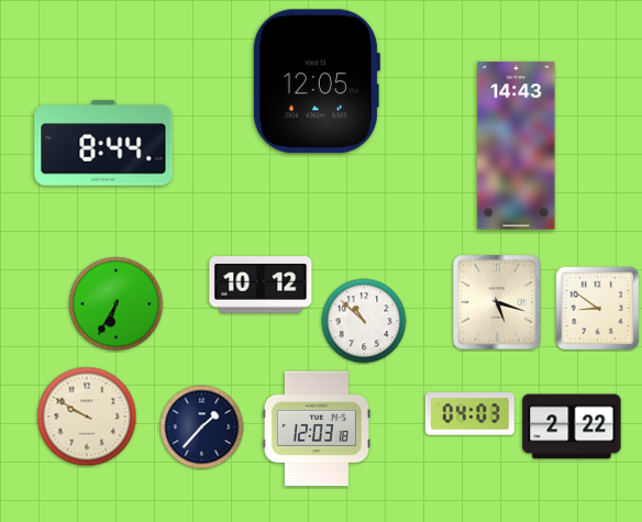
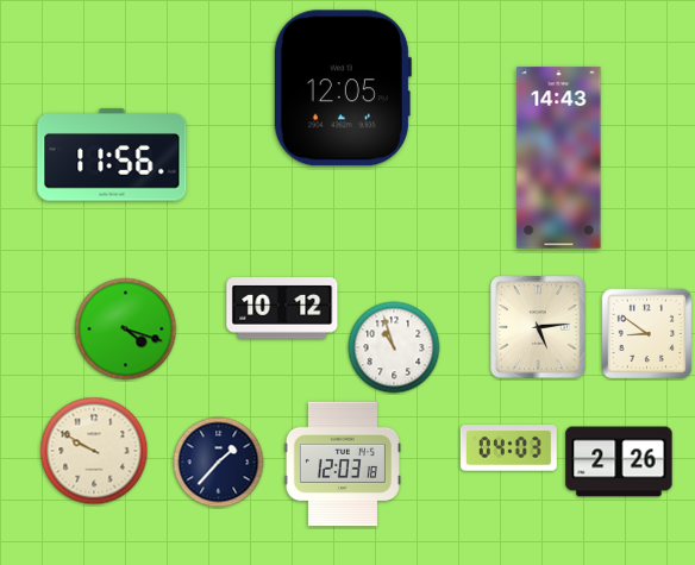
clock at (103, 143): 8:44 -> 11:56
clock at (497, 302): 5:18 -> 5:14
clock at (117, 304): 6:35 -> 4:18
clock at (364, 321): 10:52 -> 10:57
clock at (572, 426): 2:22 -> 2:26
